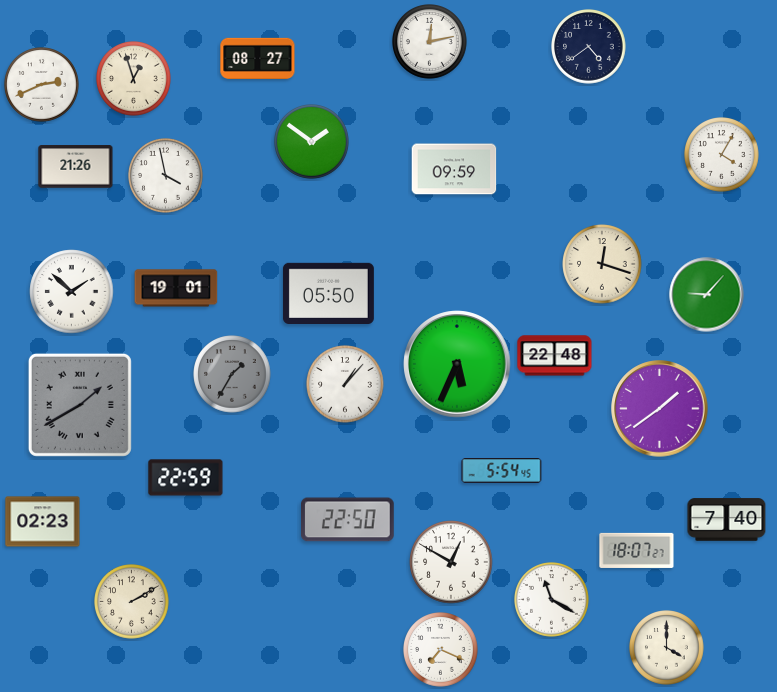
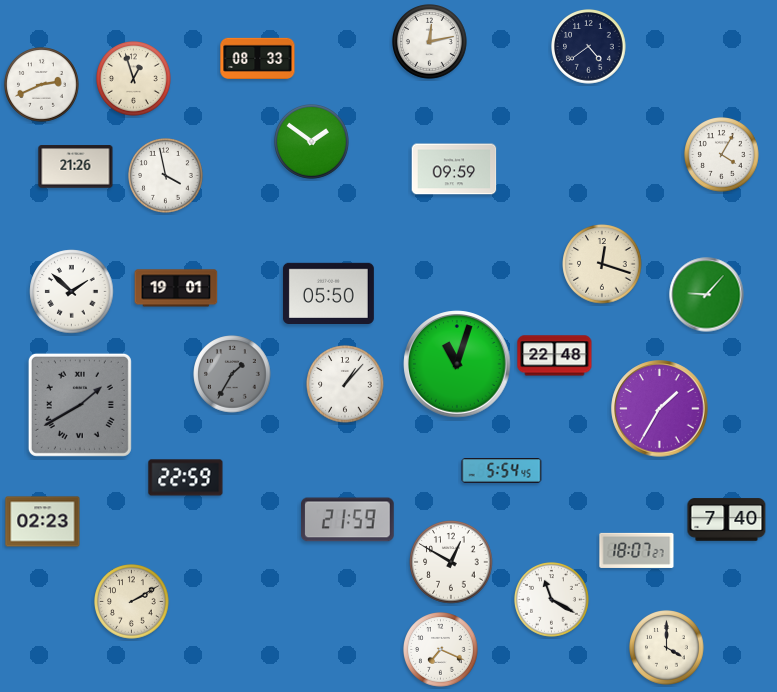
clock at (258, 58): 08:27 -> 08:33
clock at (457, 364): 5:34 -> 11:03
clock at (660, 409): 1:39 -> 1:35
clock at (348, 520): 22:50 -> 21:59
